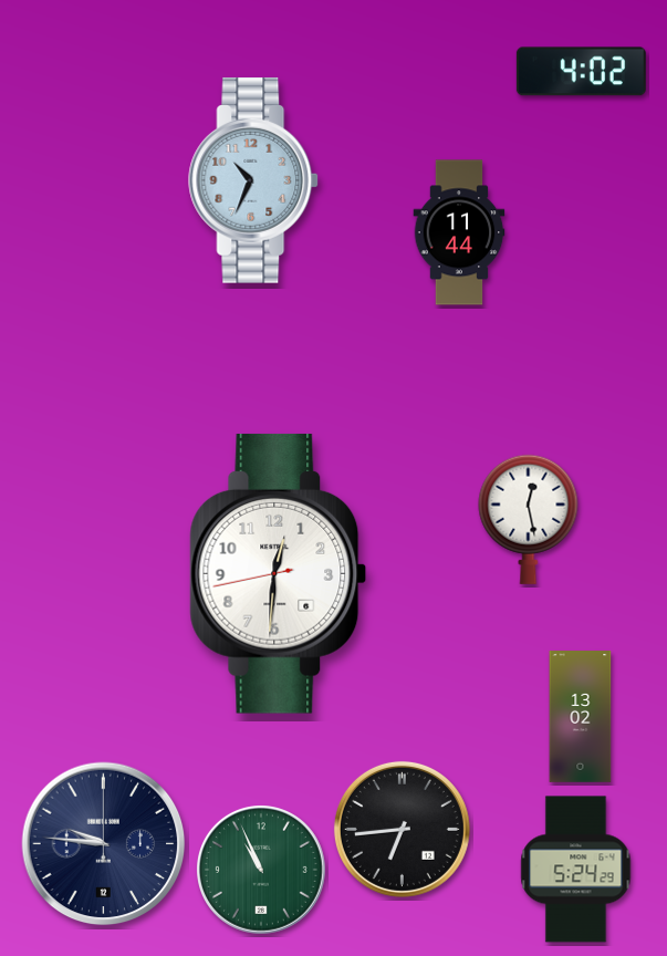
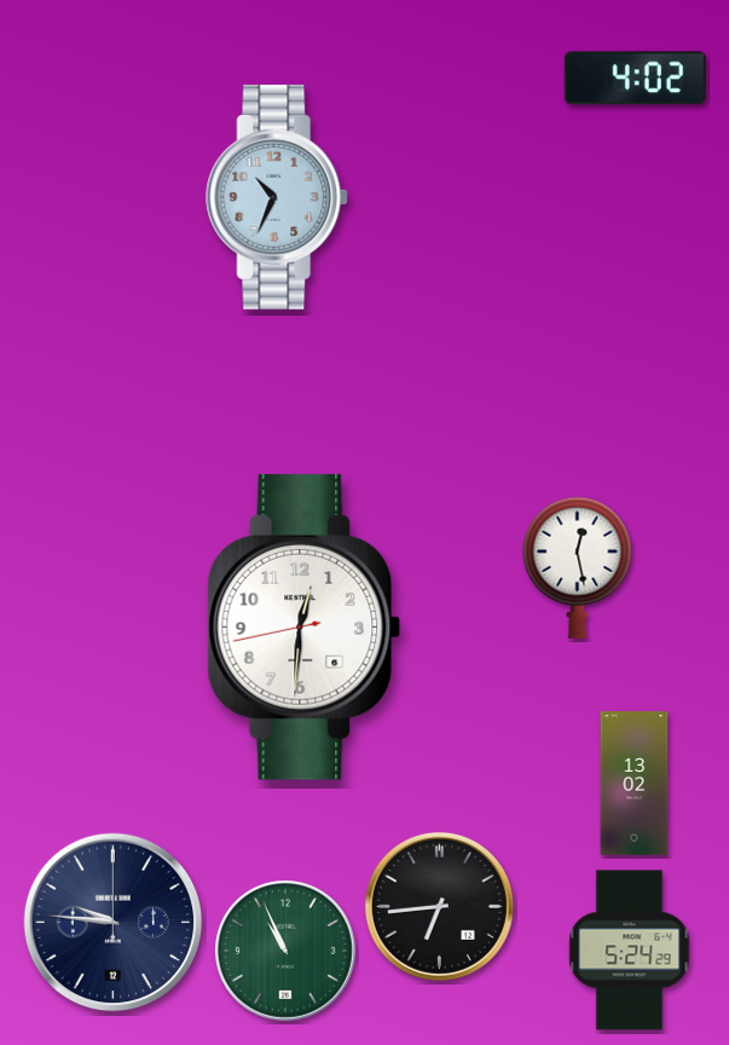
clock at (459, 232): 11:44 -> none
